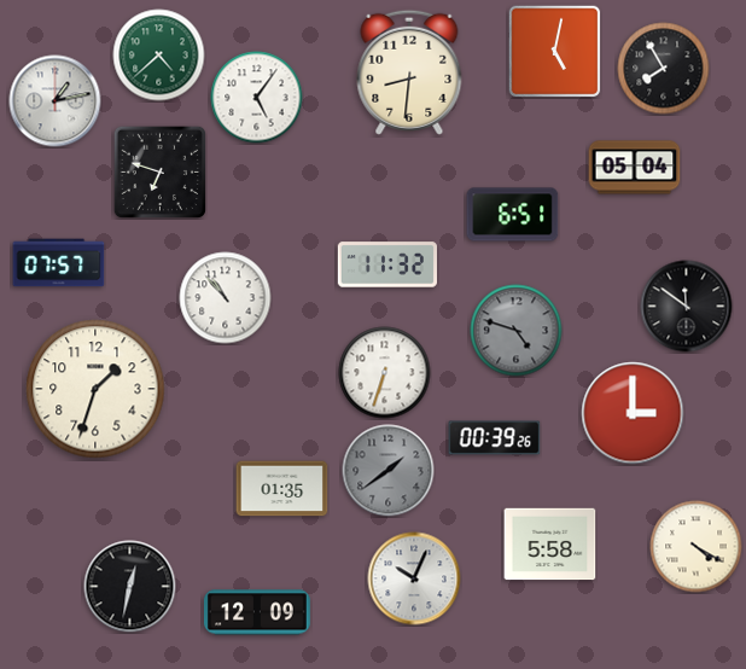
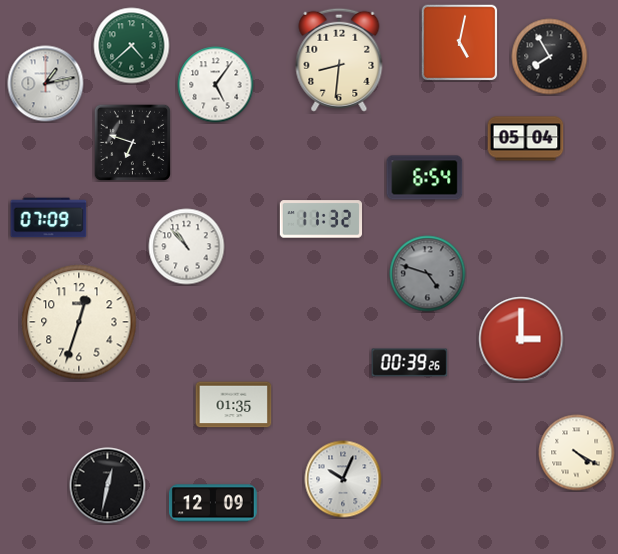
clock at (257, 98) position: (257, 98) -> (216, 85)
clock at (513, 215): 6:51 -> 6:54
clock at (59, 263): 07:57 -> 07:09
clock at (687, 307): 11:51 -> none
clock at (385, 373): 6:33 -> none
clock at (95, 389): 1:33 -> 12:33
clock at (633, 413) position: (633, 413) -> (521, 339)
clock at (389, 471): 1:39 -> none
clock at (550, 545): 5:58 -> none
clock at (257, 612) position: (257, 612) -> (213, 503)
